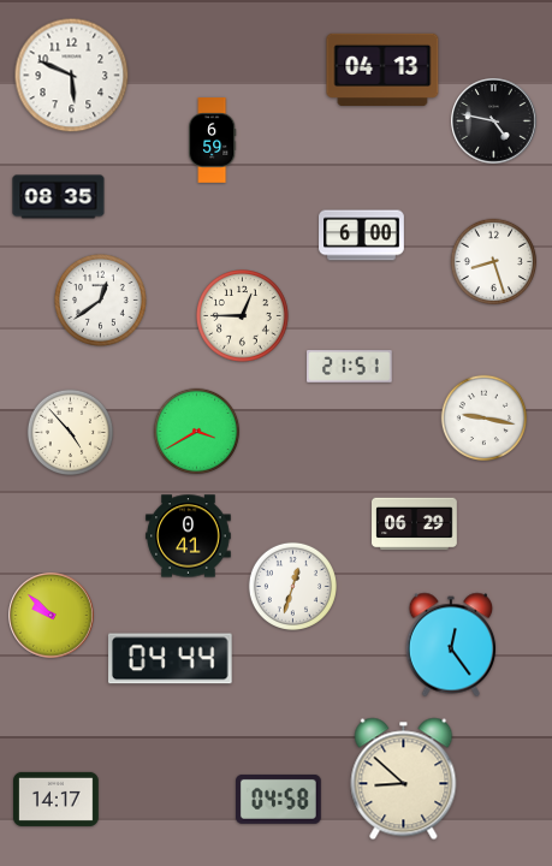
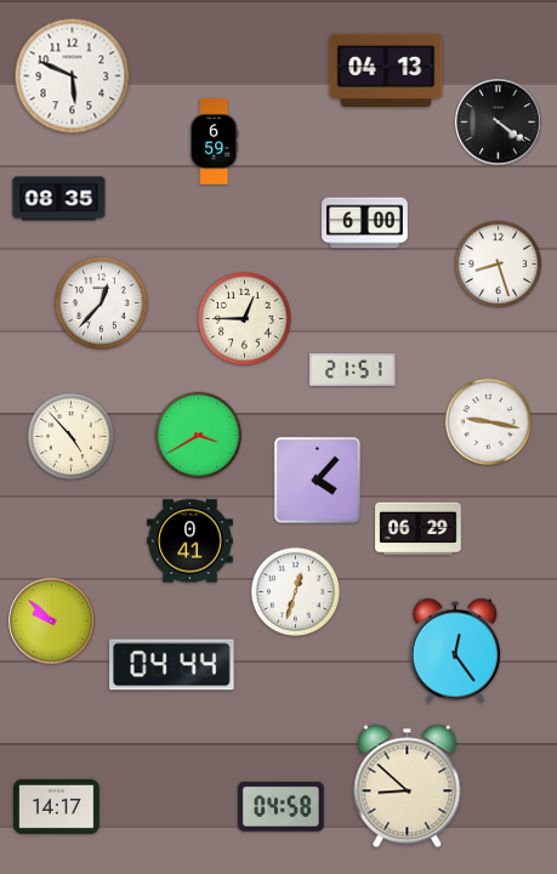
clock at (494, 121): 4:47 -> 4:21
clock at (362, 236) position: (362, 236) -> (365, 223)
clock at (101, 301): 12:39 -> 12:37
clock at (317, 479): none -> 4:07
